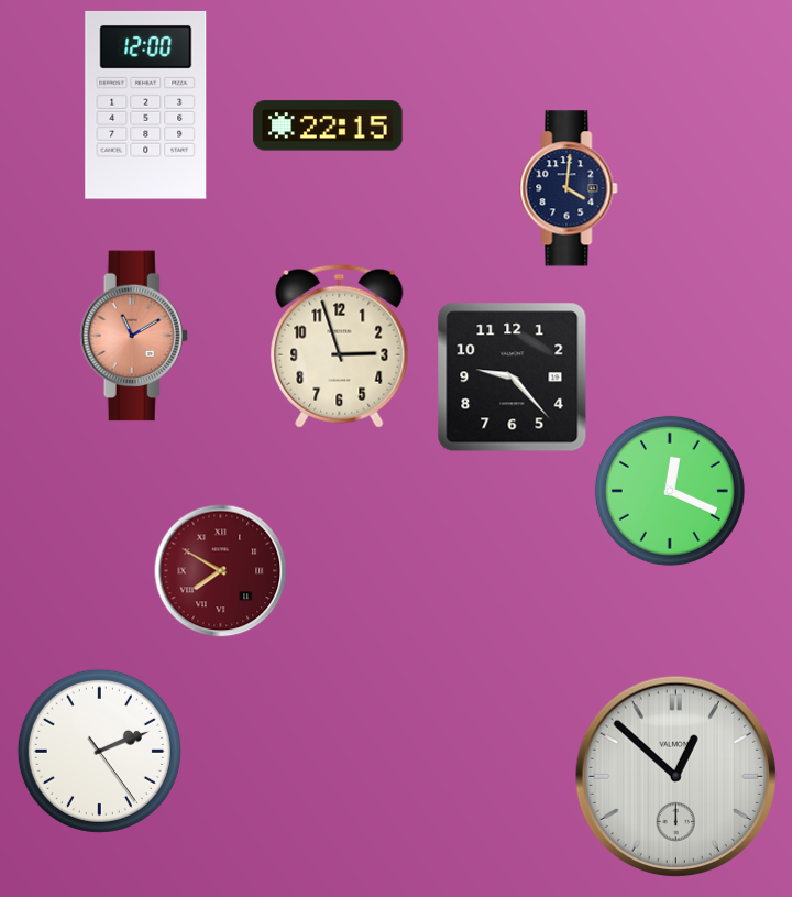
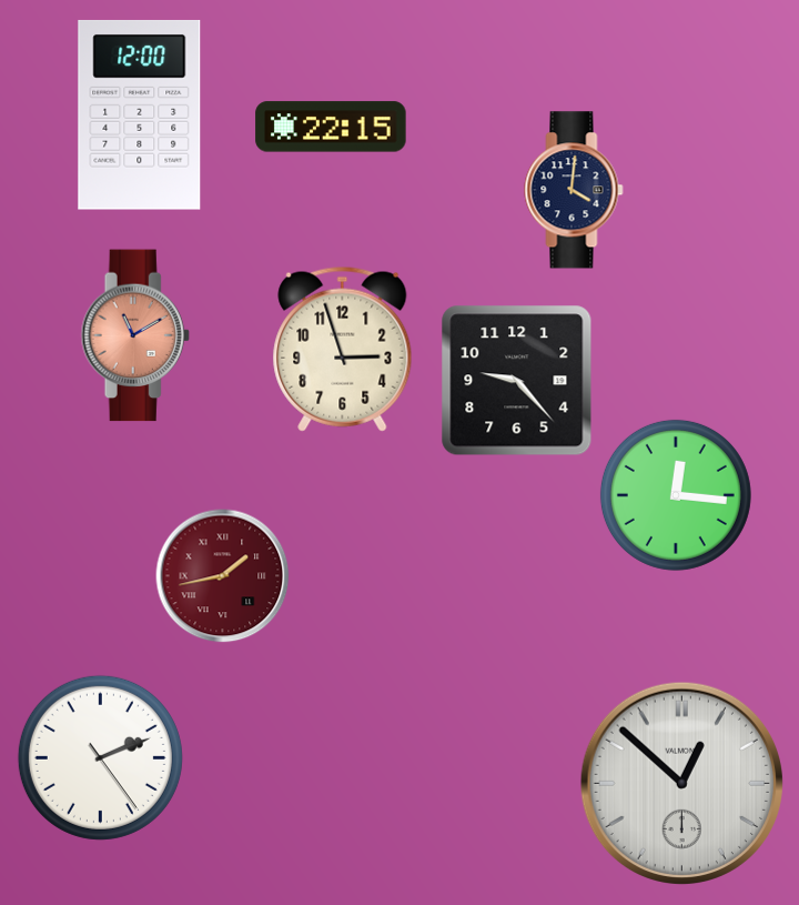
clock at (146, 105) position: (146, 105) -> (140, 114)
clock at (134, 336) position: (134, 336) -> (135, 335)
clock at (670, 491): 12:19 -> 12:16
clock at (221, 571): 7:50 -> 1:43
